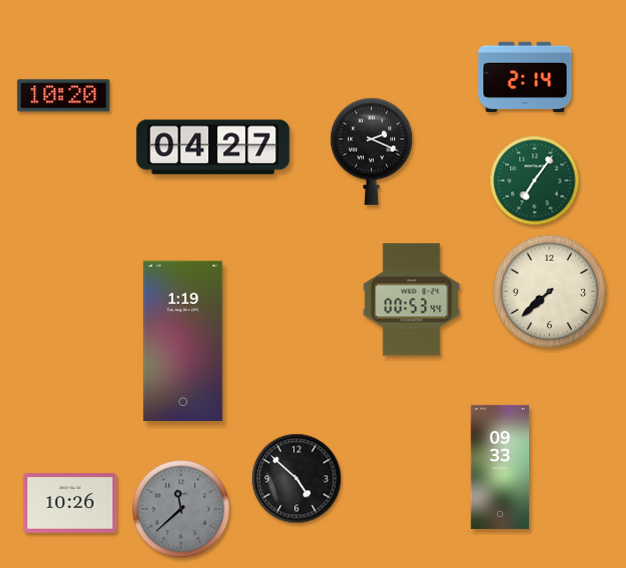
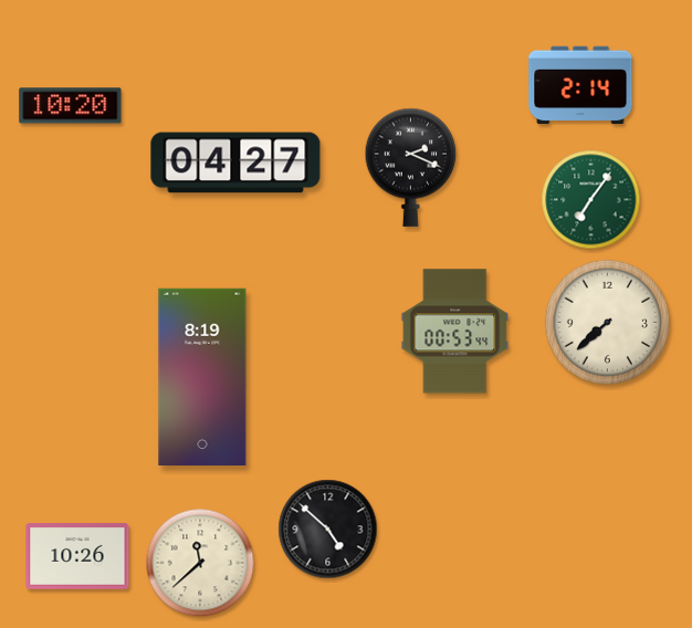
clock at (183, 340): 1:19 -> 8:19
clock at (500, 467): 09:33 -> none
clock at (181, 509) dial: grey -> cream
